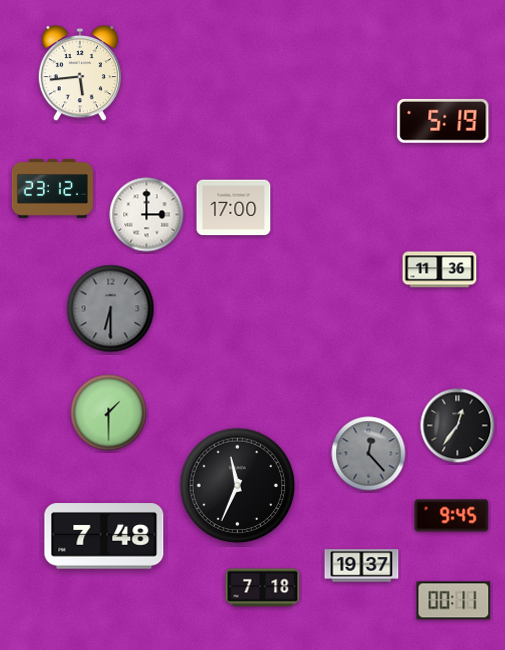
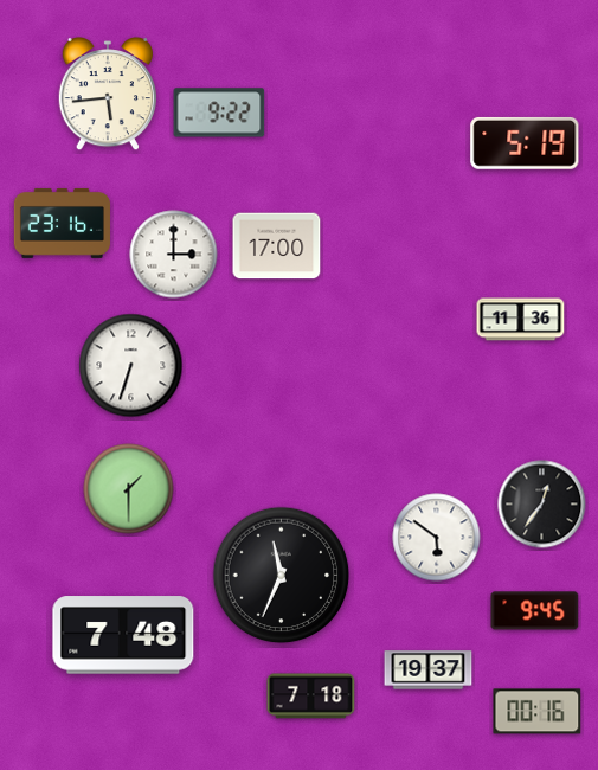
clock at (79, 74) position: (79, 74) -> (107, 95)
clock at (219, 113): none -> 9:22
clock at (52, 188): 23:12 -> 23:16
clock at (111, 309): 6:30 -> 6:33
clock at (111, 309) dial: grey -> white
clock at (369, 454): 12:23 -> 5:51
clock at (369, 454) dial: grey -> white
clock at (454, 601): 00:11 -> 00:16
